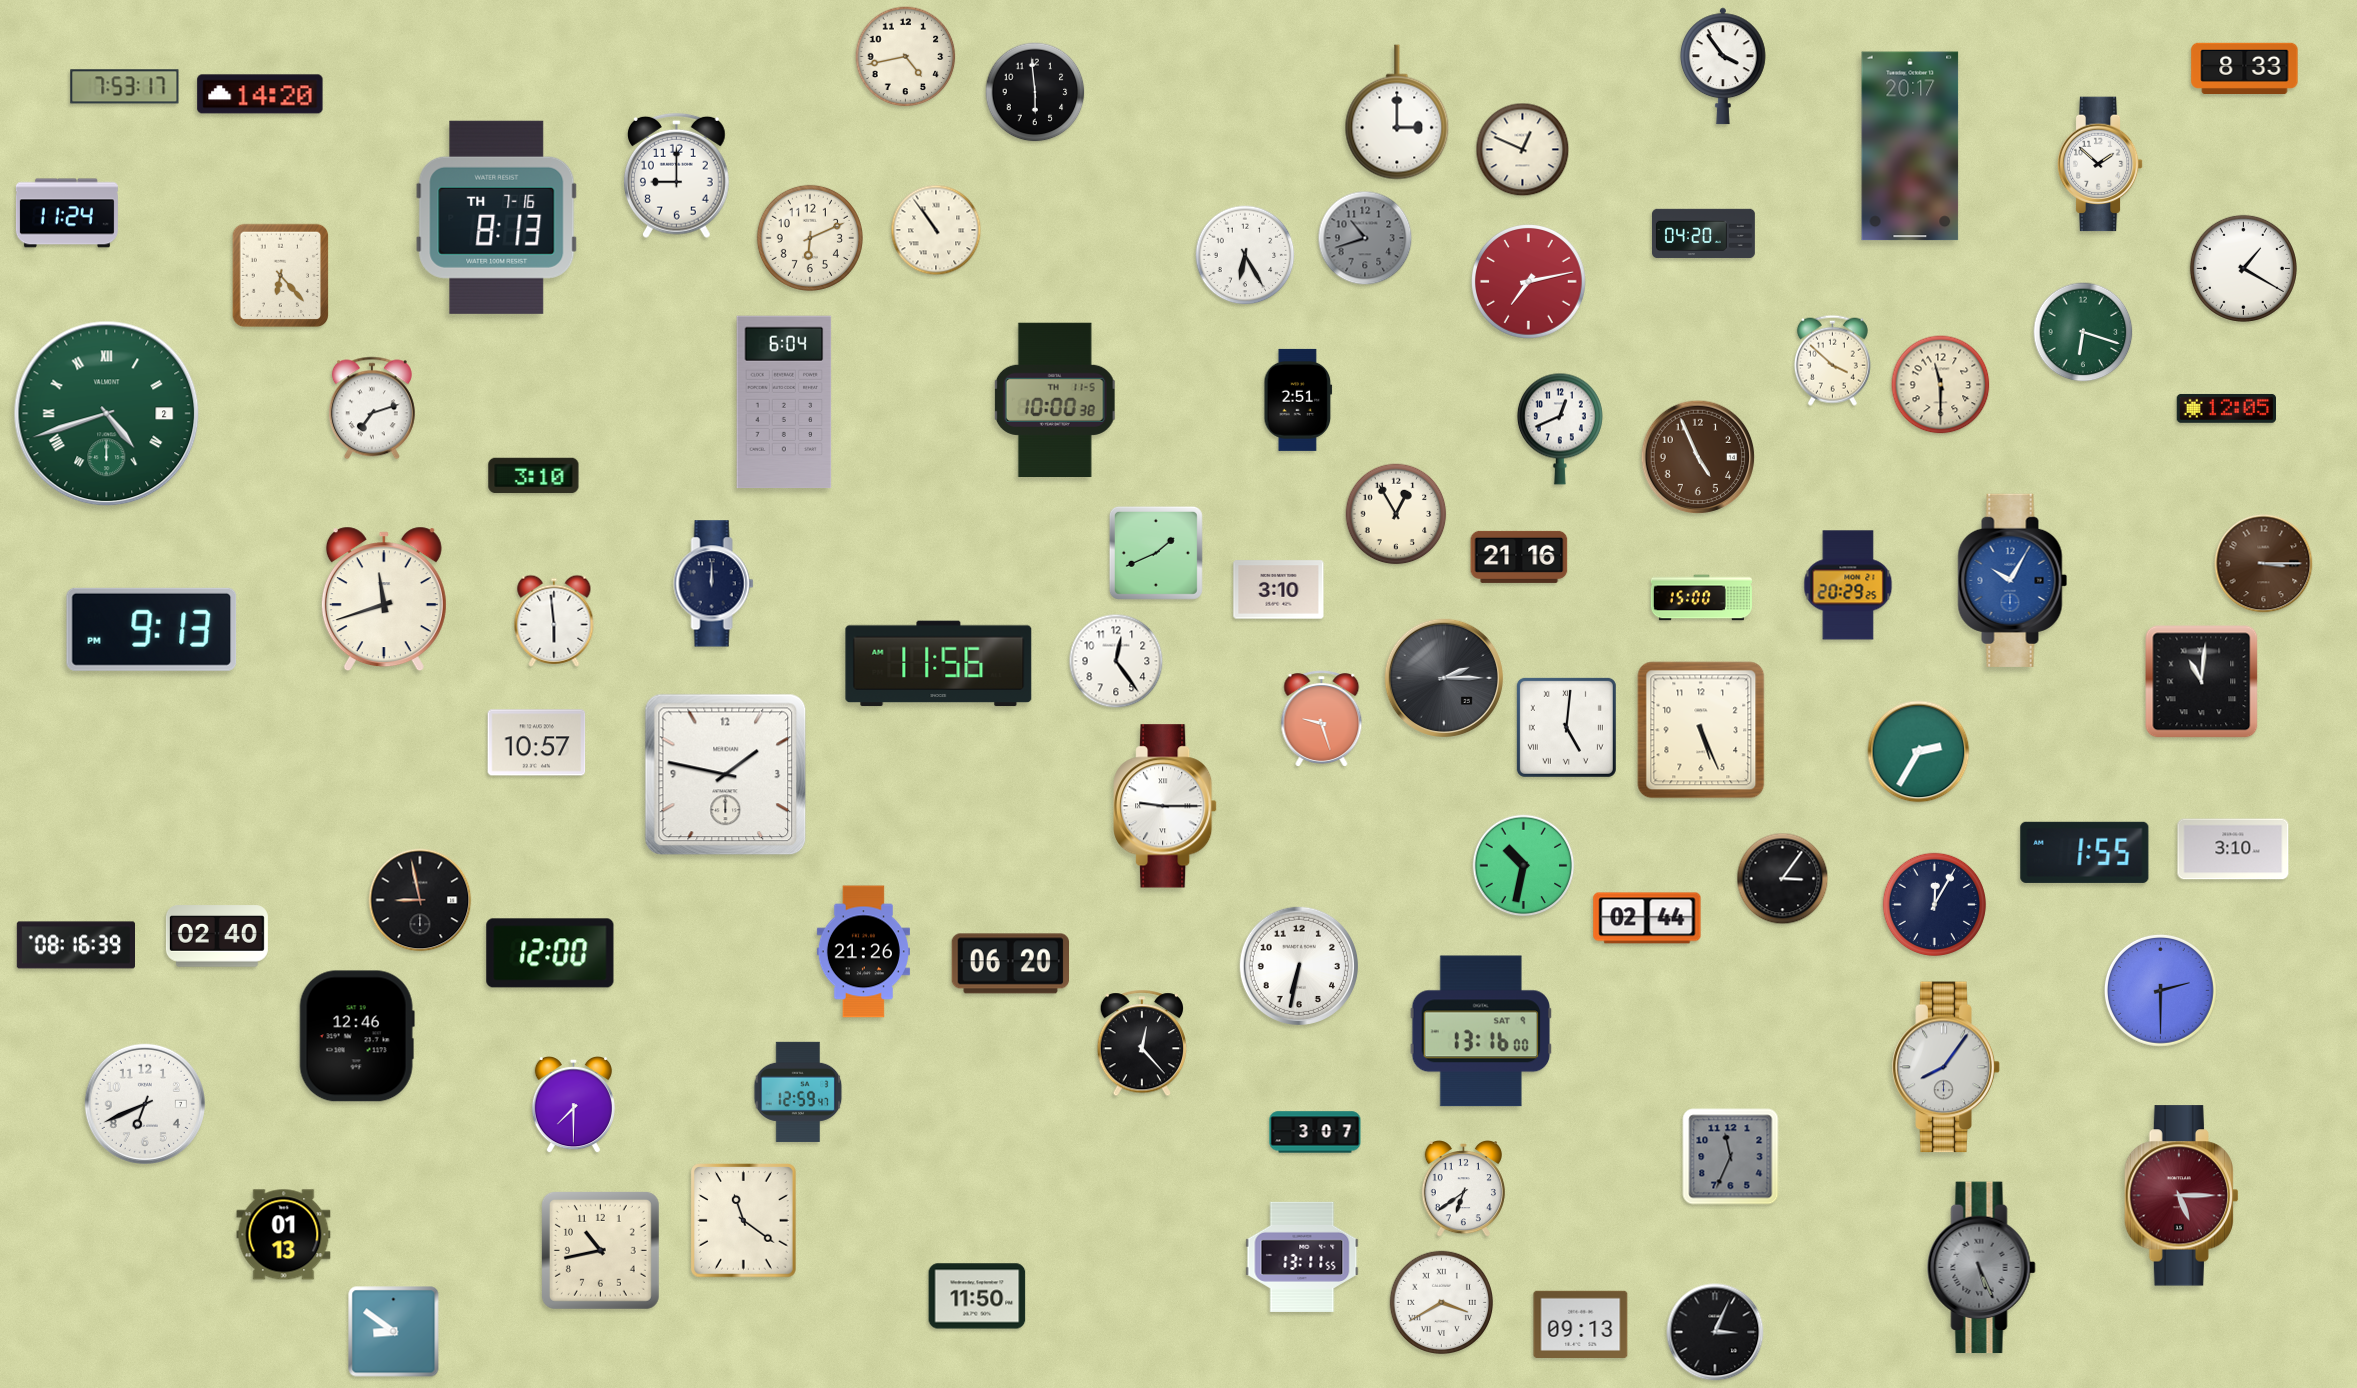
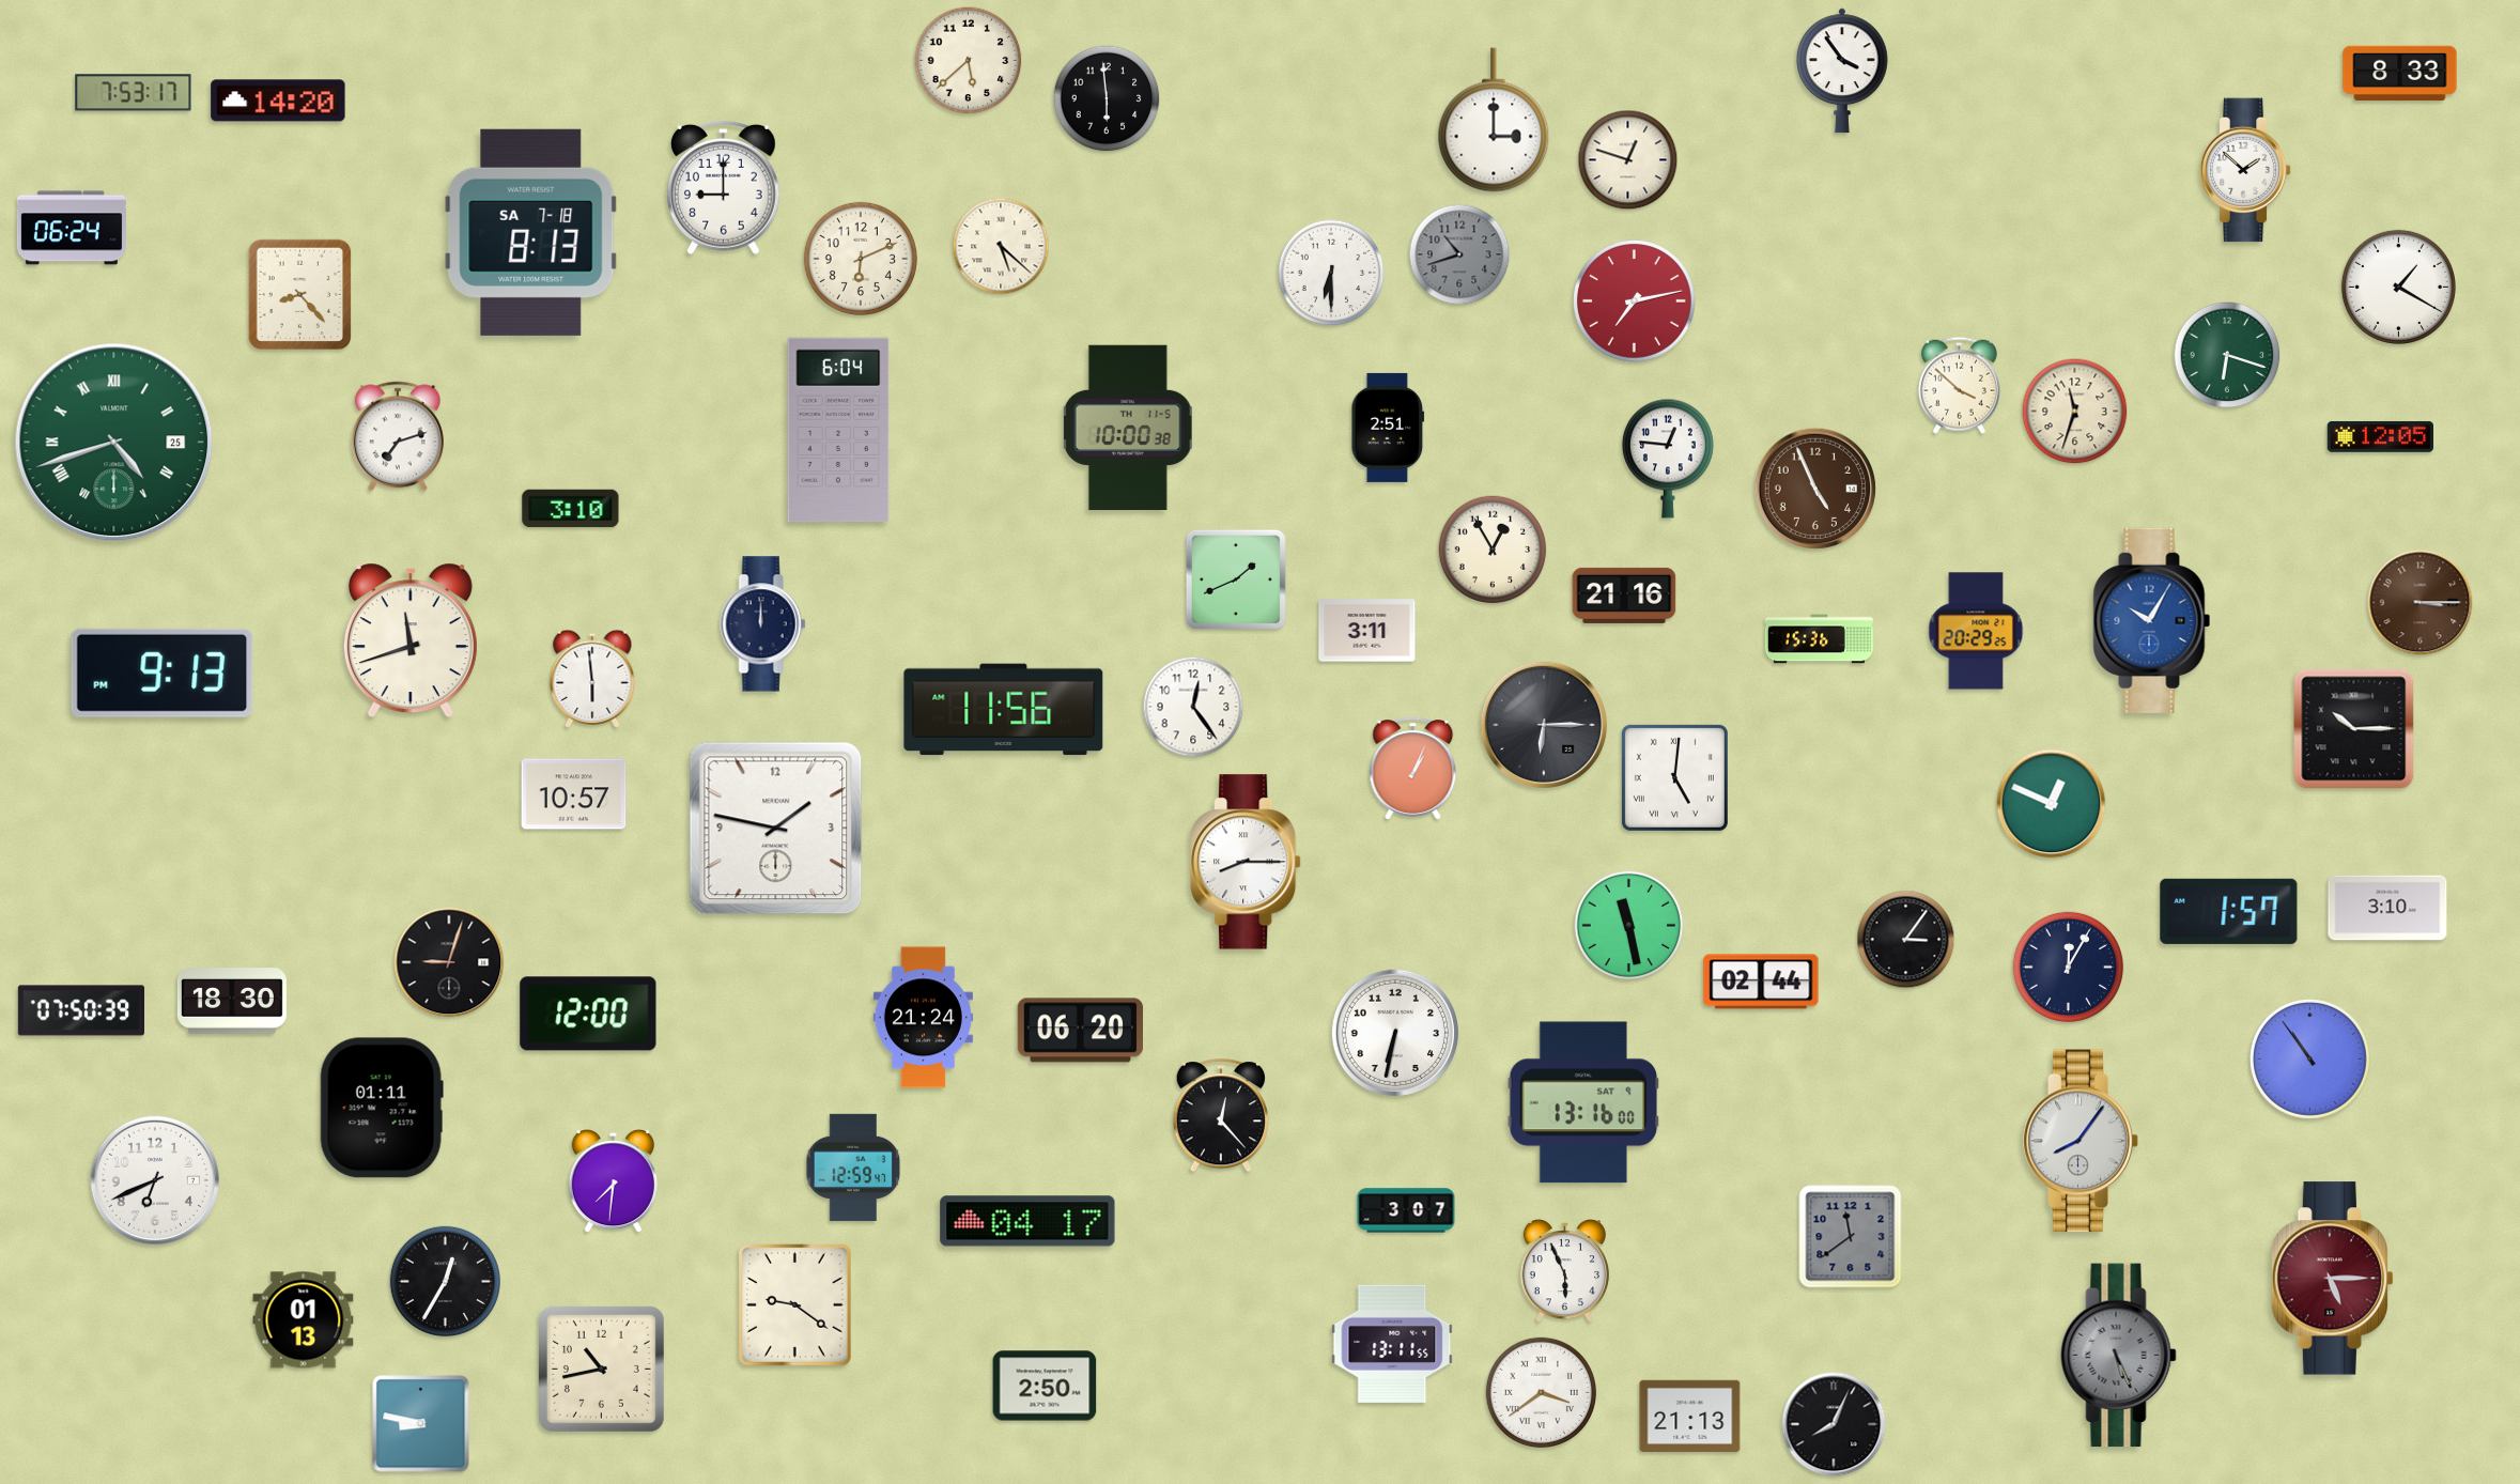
clock at (906, 57): 4:43 -> 5:38
clock at (1910, 146): 20:17 -> none
clock at (1523, 150): 12:49 -> 12:48
clock at (2100, 164) position: (2100, 164) -> (2245, 170)
clock at (67, 213): 11:24 -> 06:24
clock at (497, 217) date: TH 7-16 -> SA 7-18
clock at (936, 230): 10:54 -> 5:22
clock at (1704, 234): 04:20 -> none
clock at (810, 238) position: (810, 238) -> (861, 259)
clock at (1245, 255): 6:25 -> 6:30
clock at (281, 276): 6:23 -> 8:23
clock at (1941, 385): 11:30 -> 11:33
clock at (107, 414) date: 2 -> 25
clock at (1560, 429): 12:41 -> 12:46
clock at (1156, 553) position: (1156, 553) -> (1236, 579)
clock at (1848, 585) position: (1848, 585) -> (1976, 631)
clock at (1279, 590): 3:10 -> 3:11
clock at (1701, 598): 15:00 -> 15:36
clock at (554, 621) position: (554, 621) -> (592, 679)
clock at (1444, 678): 2:15 -> 6:15
clock at (2202, 682): 11:01 -> 10:15
clock at (1322, 719): 9:27 -> 1:04
clock at (1701, 730): 5:26 -> none
clock at (1919, 752): 2:35 -> 12:49
clock at (1166, 806): 9:15 -> 8:15
clock at (2085, 852): 1:55 -> 1:57
clock at (1524, 866): 10:32 -> 11:28
clock at (420, 900): 8:58 -> 9:03
clock at (217, 936): 02:40 -> 18:30
clock at (75, 945): 08:16 -> 07:50
clock at (863, 952): 21:26 -> 21:24
clock at (550, 953) position: (550, 953) -> (588, 1014)
clock at (1299, 966) position: (1299, 966) -> (1395, 1033)
clock at (2160, 990): 2:30 -> 10:54
clock at (357, 1036): 12:46 -> 01:11
clock at (573, 1106): 7:30 -> 7:31
clock at (1027, 1221): none -> 04:17
clock at (1731, 1157): 11:34 -> 11:39
clock at (1463, 1190): 6:39 -> 5:56
clock at (446, 1282): none -> 12:35
clock at (744, 1221): 11:21 -> 9:21
clock at (600, 1250) position: (600, 1250) -> (601, 1369)
clock at (977, 1296): 11:50 -> 2:50
clock at (1442, 1303): 3:40 -> 3:39
clock at (1581, 1324): 09:13 -> 21:13
clock at (394, 1332): 8:51 -> 8:47
clock at (1715, 1332): 3:04 -> 8:04
